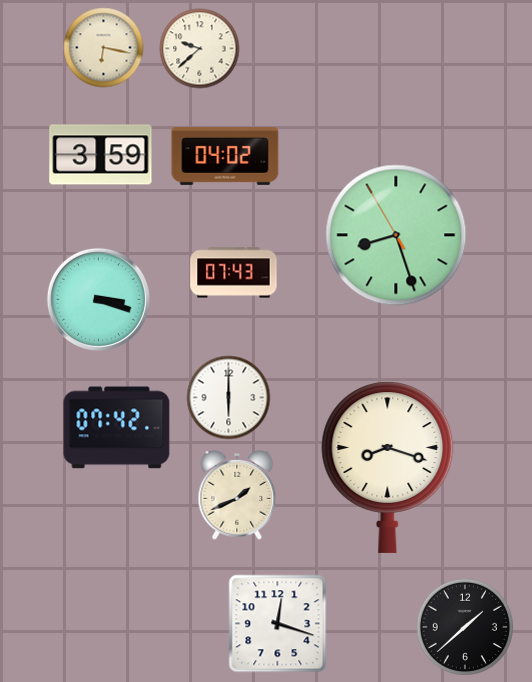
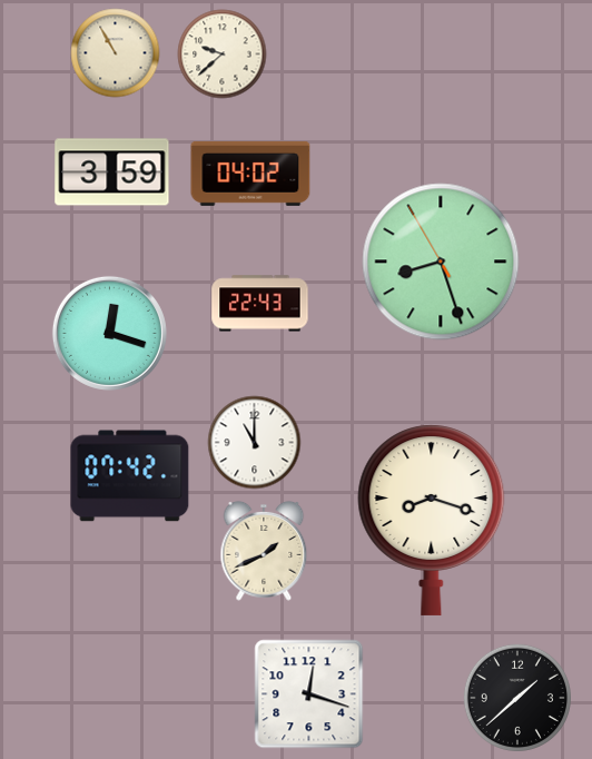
clock at (104, 48): 6:17 -> 10:55
clock at (234, 273): 07:43 -> 22:43
clock at (98, 299): 3:18 -> 12:18
clock at (229, 398): 6:00 -> 11:00
